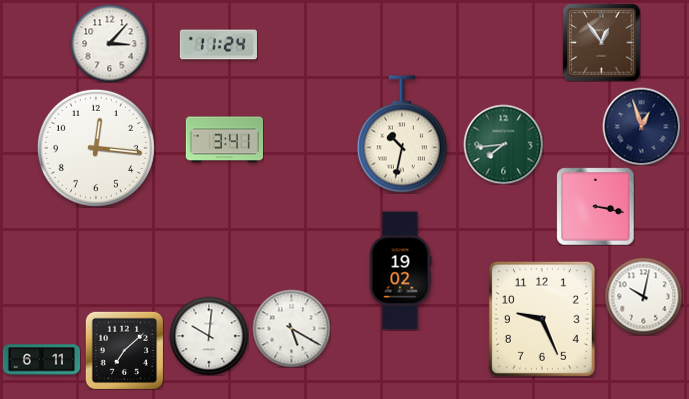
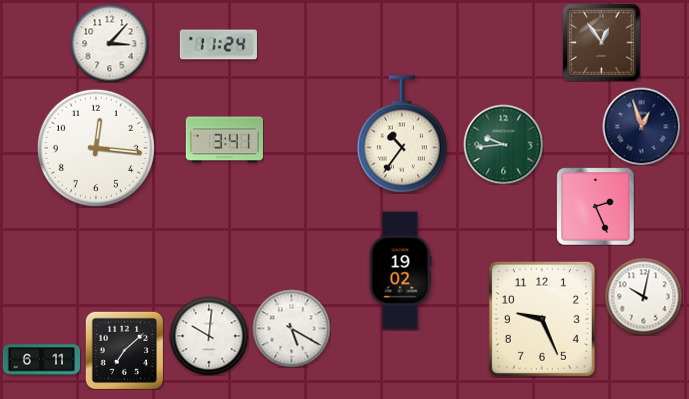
clock at (402, 134): 10:32 -> 10:36
clock at (503, 144): 7:44 -> 9:44
clock at (595, 206): 3:17 -> 2:26
